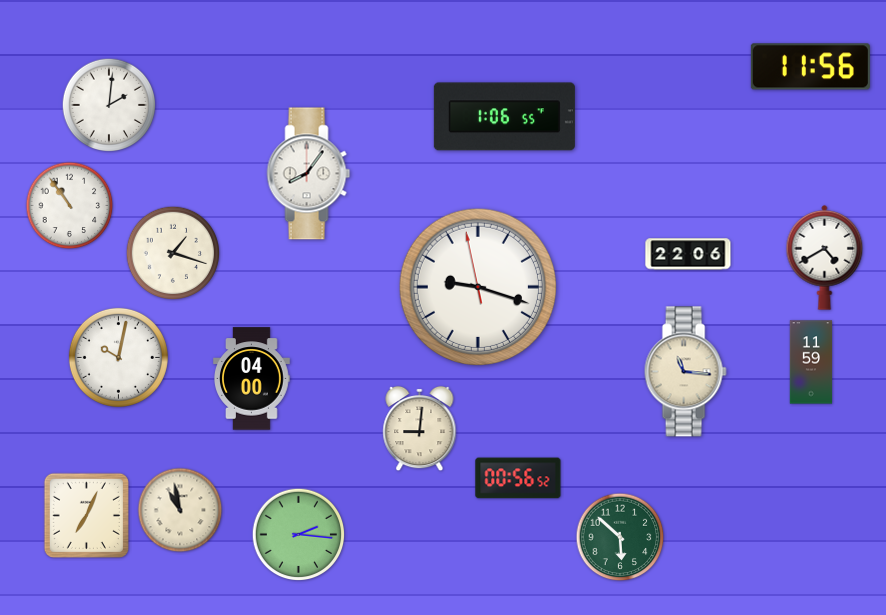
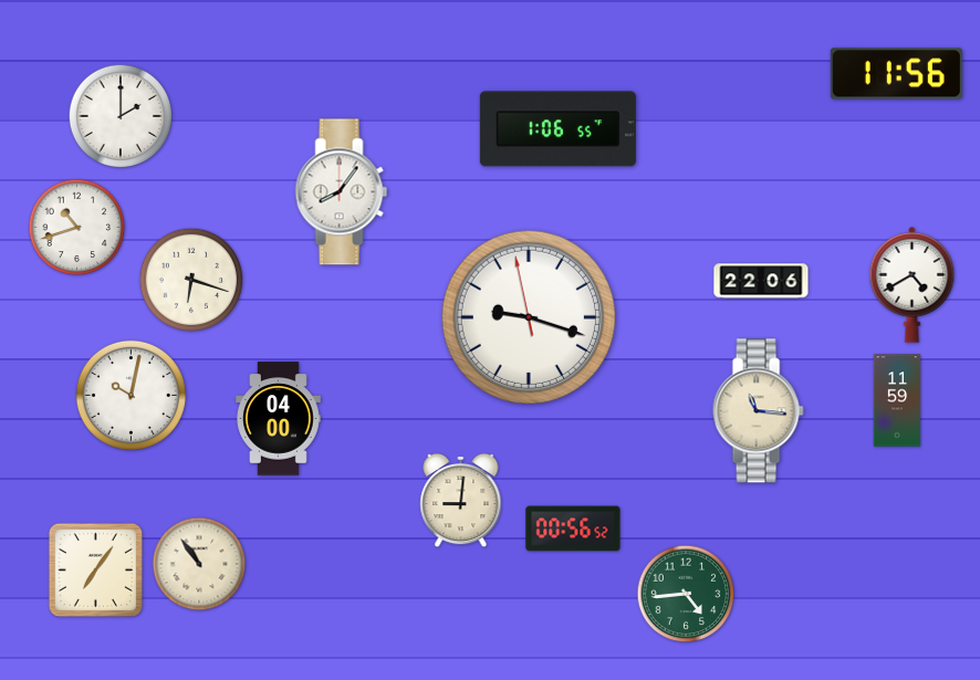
clock at (109, 105): 2:01 -> 2:00
clock at (70, 206): 10:54 -> 10:42
clock at (173, 253): 1:18 -> 6:18
clock at (420, 429) position: (420, 429) -> (461, 501)
clock at (180, 510): 10:58 -> 10:54
clock at (86, 515): 7:04 -> 7:06
clock at (299, 535): 2:16 -> none
clock at (620, 537): 5:52 -> 4:44
